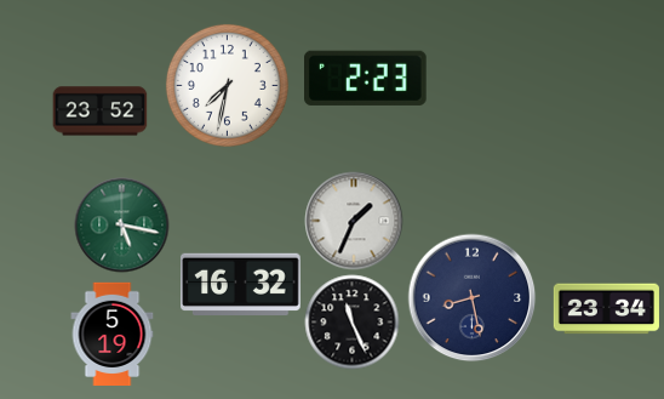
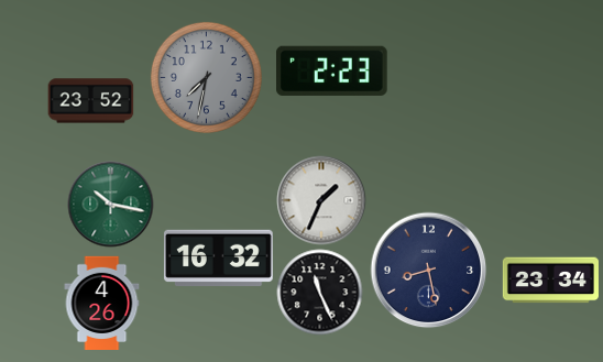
clock at (227, 85) dial: white -> grey
clock at (121, 224): 5:17 -> 10:17
clock at (113, 334): 5:19 -> 4:26
